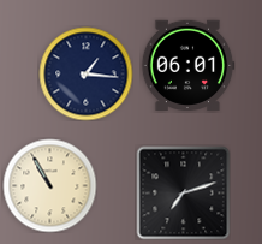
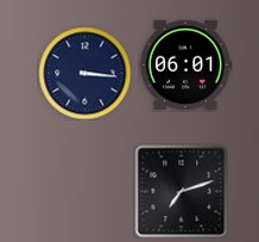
clock at (85, 73): 1:16 -> 3:16
clock at (49, 185): 10:55 -> none
